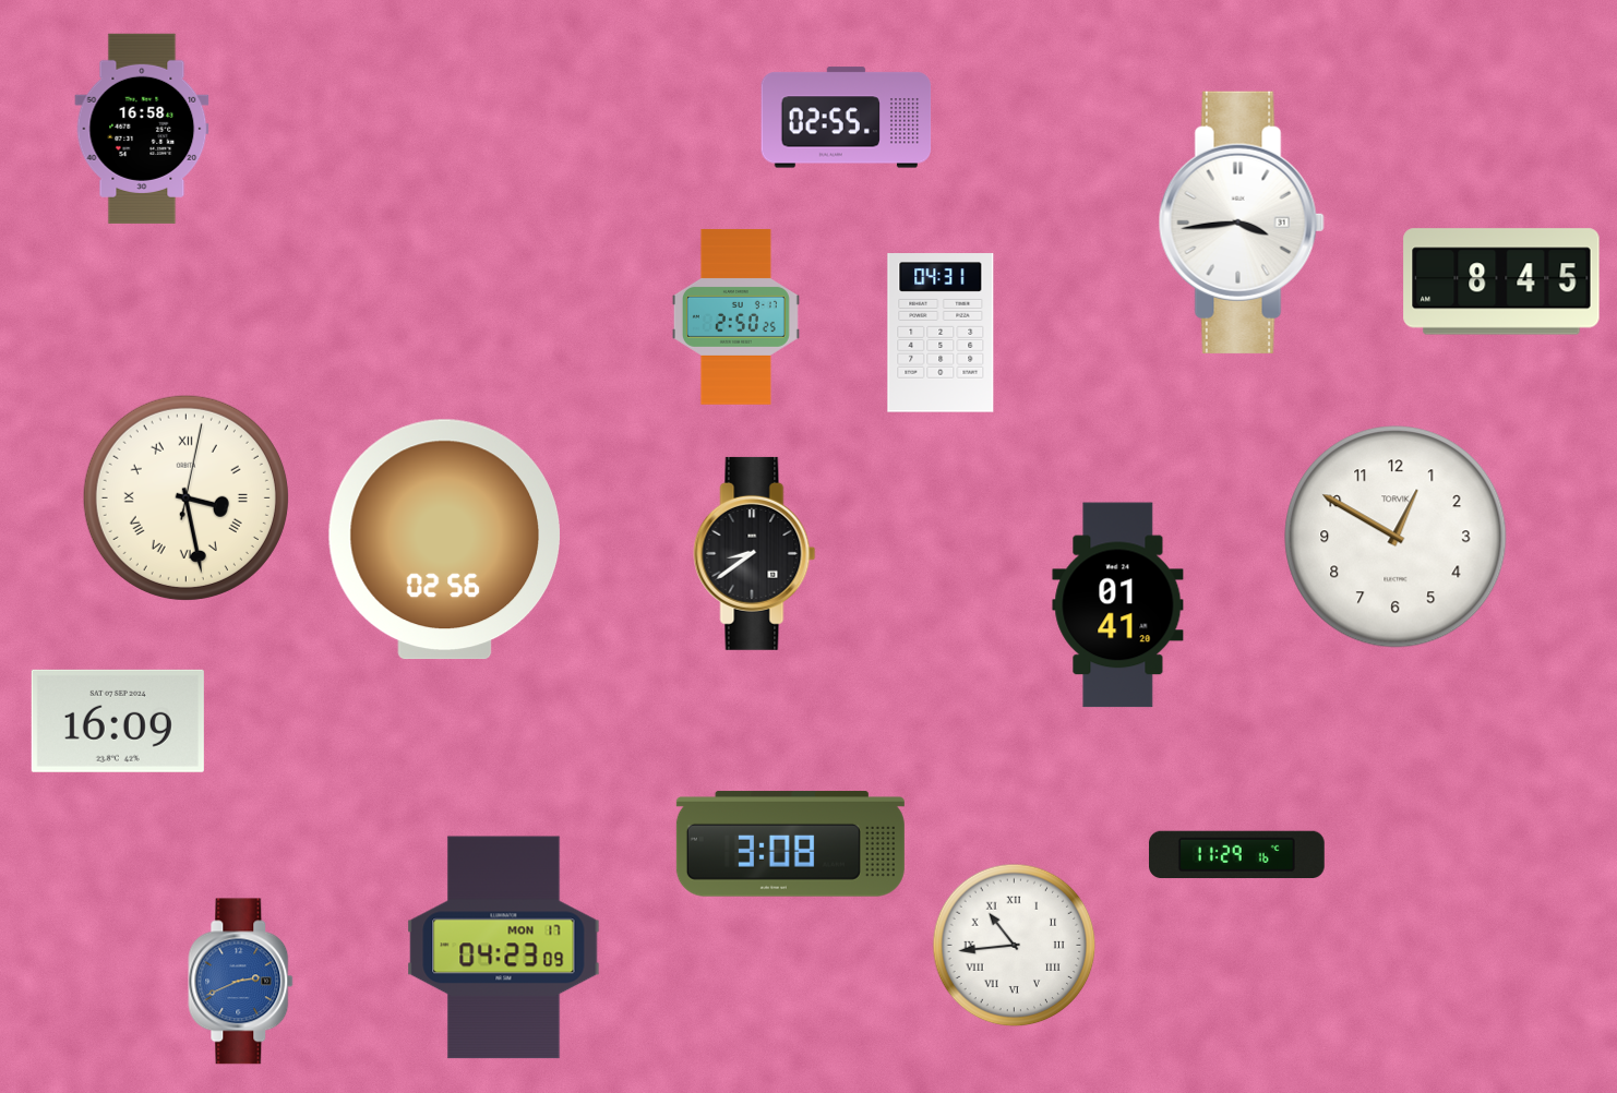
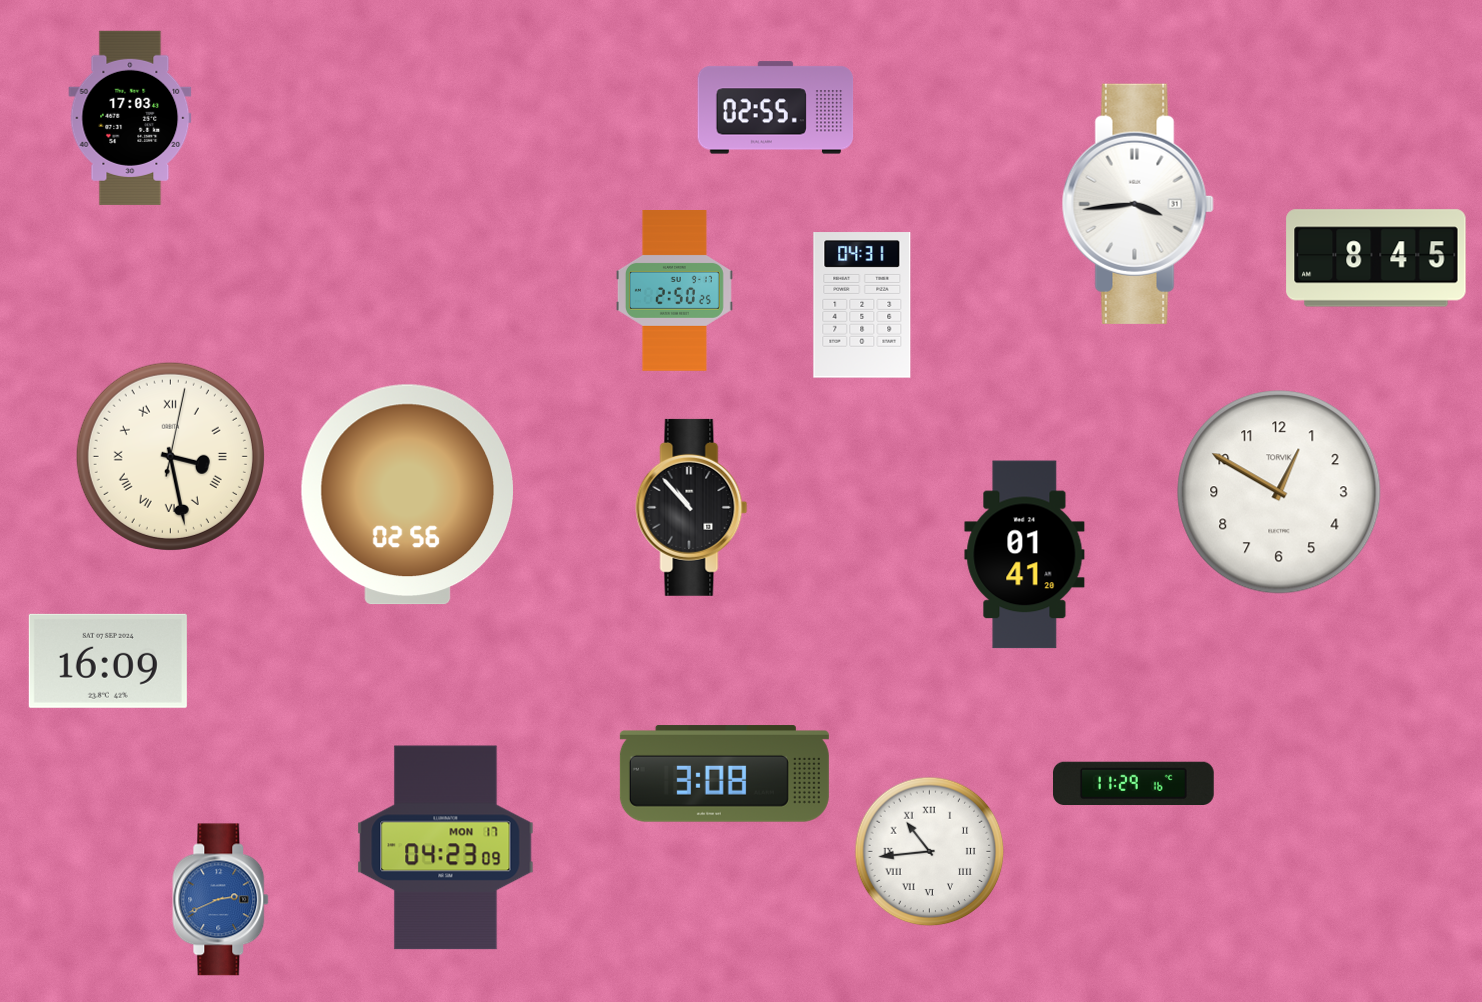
clock at (142, 129): 16:58 -> 17:03
clock at (755, 553): 8:39 -> 10:53
clock at (1015, 946) position: (1015, 946) -> (930, 852)
clock at (504, 948) position: (504, 948) -> (446, 848)
